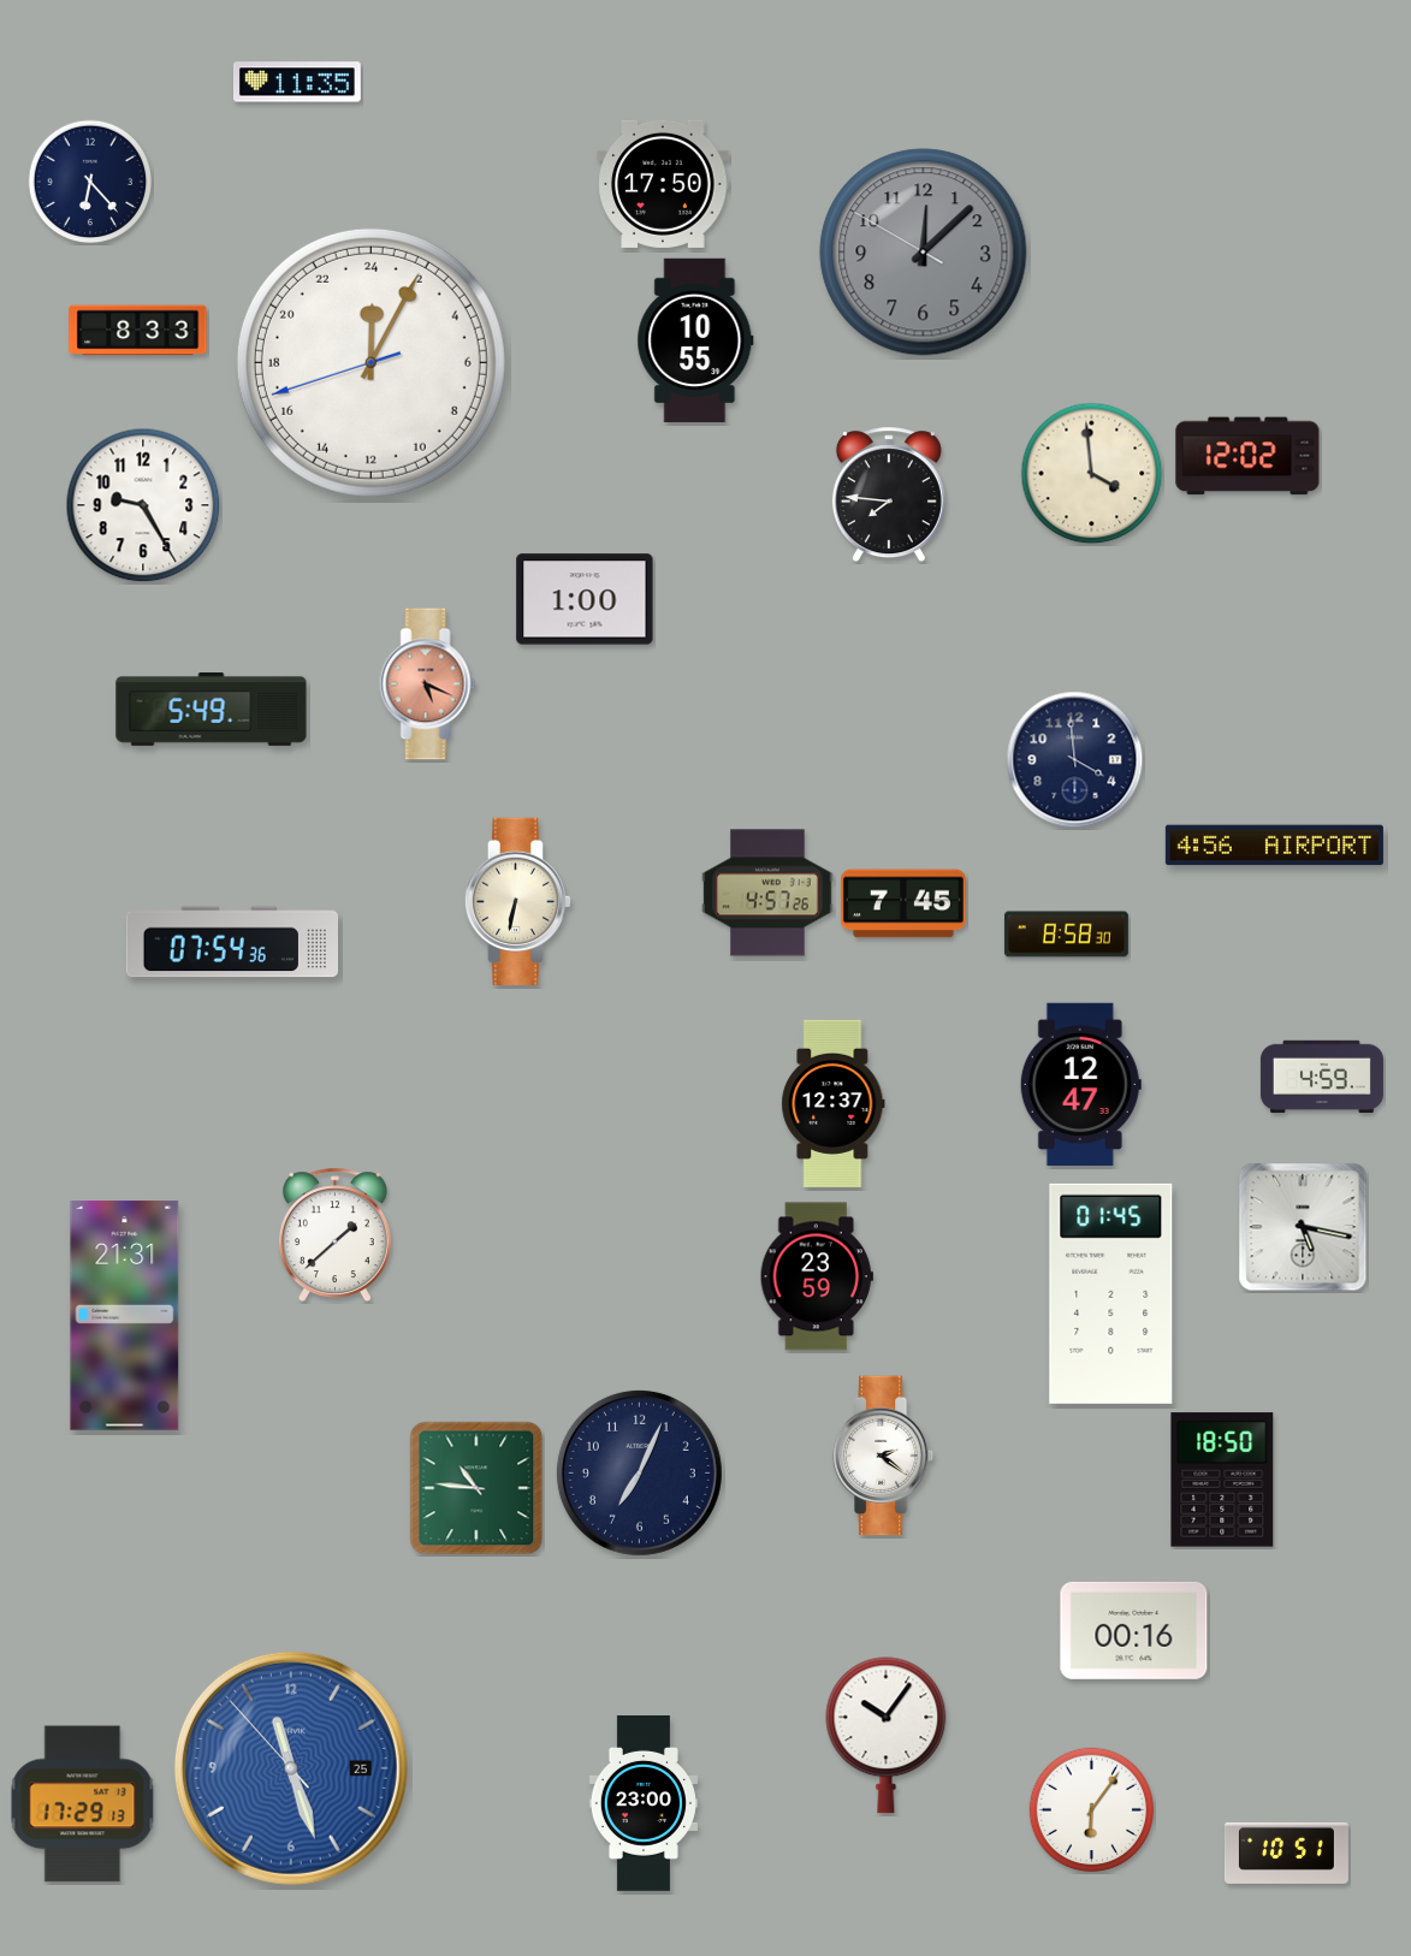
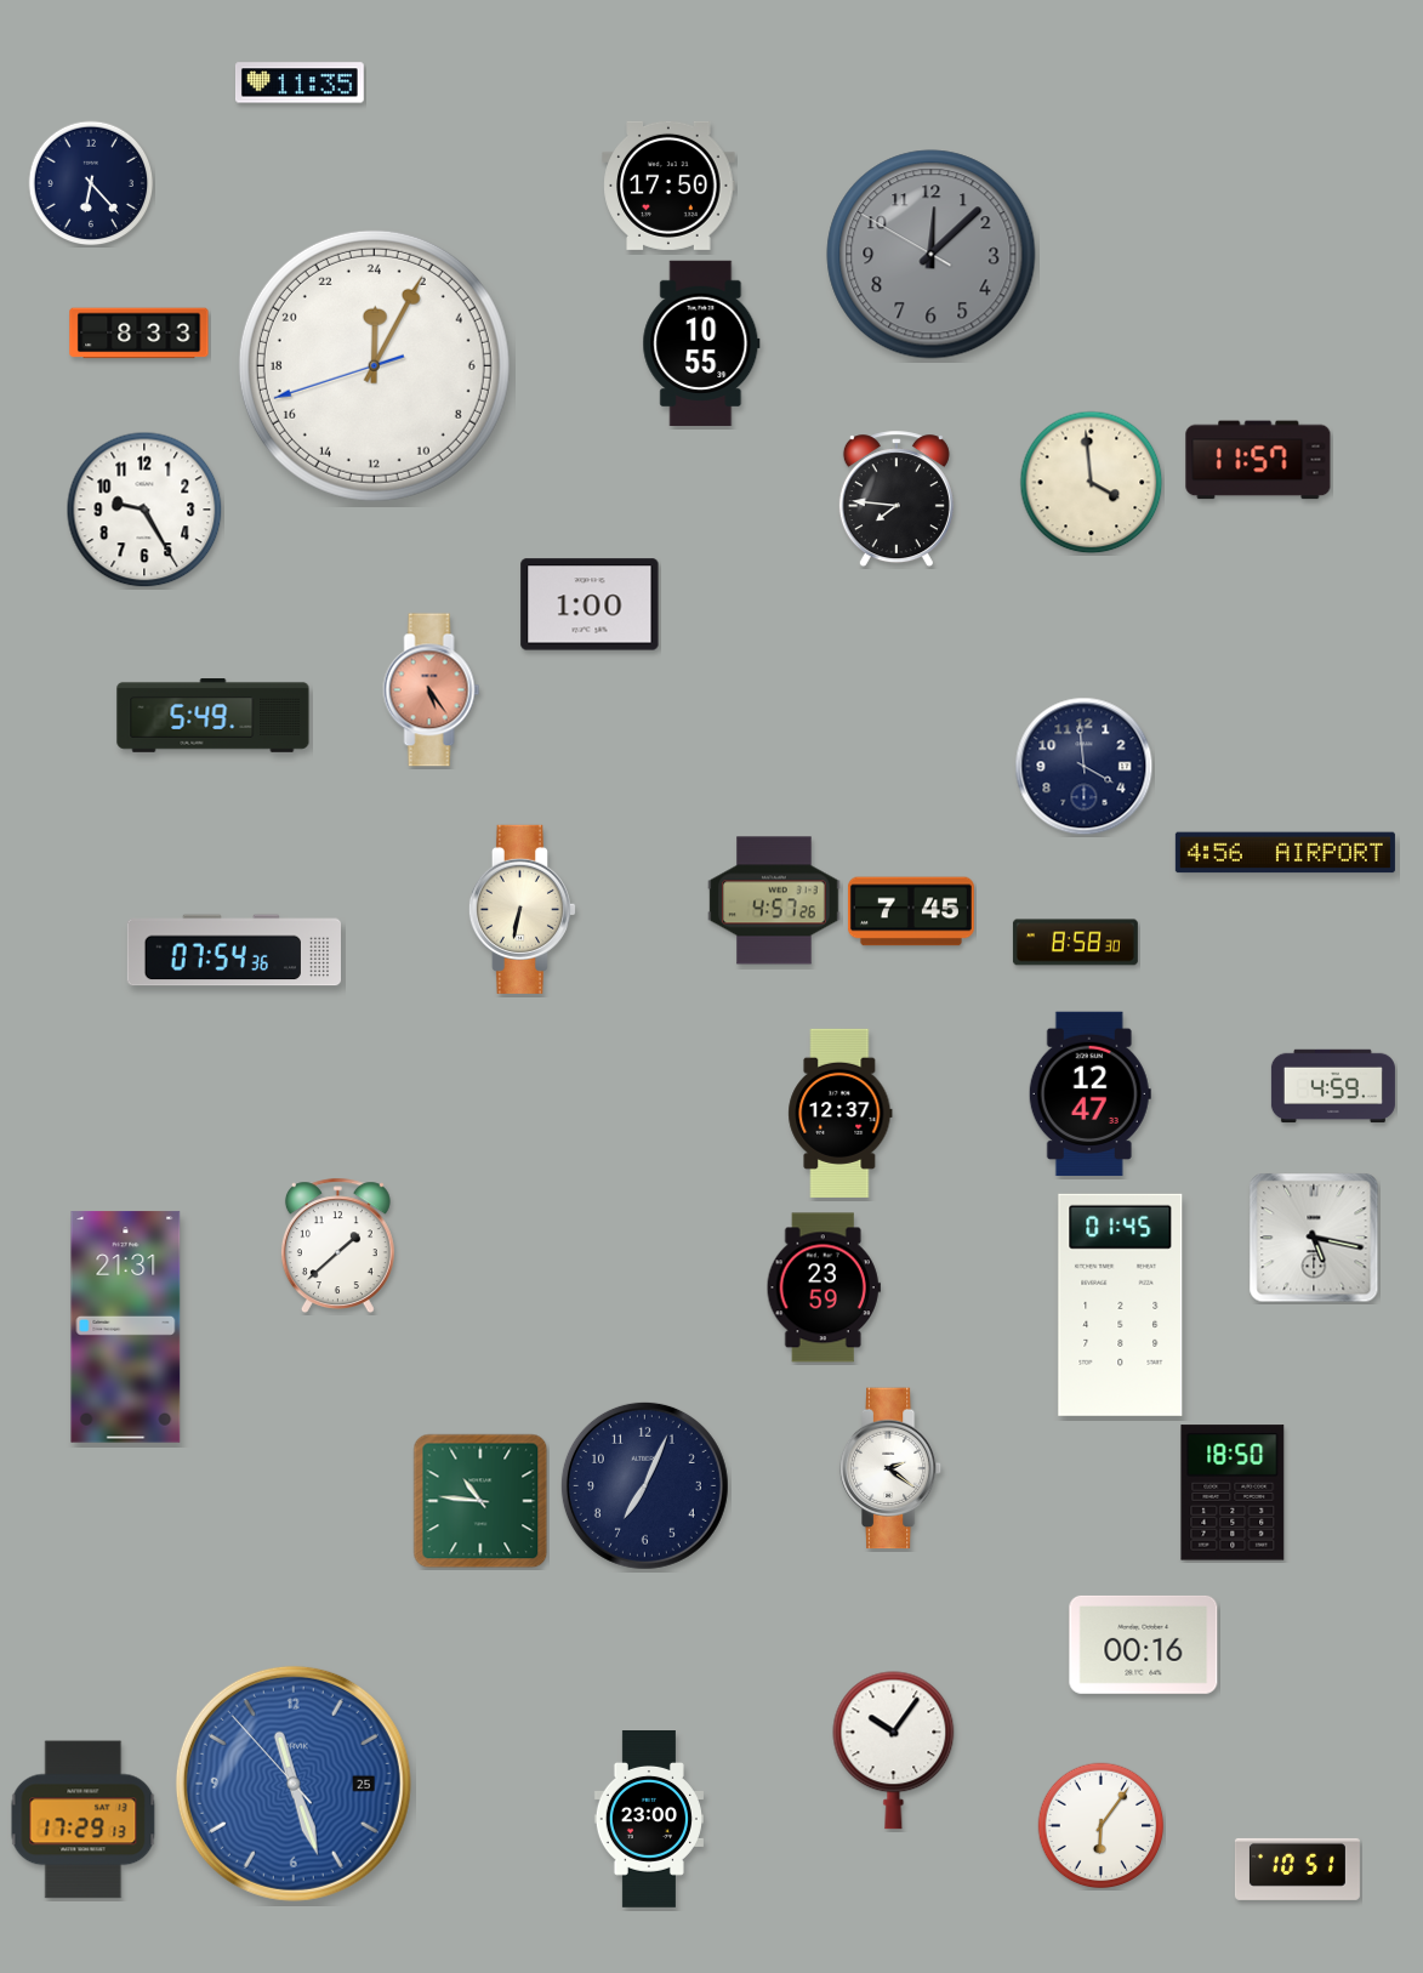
clock at (1247, 456): 12:02 -> 11:57
clock at (1092, 474) position: (1092, 474) -> (1092, 483)
clock at (428, 684): 5:19 -> 5:24
